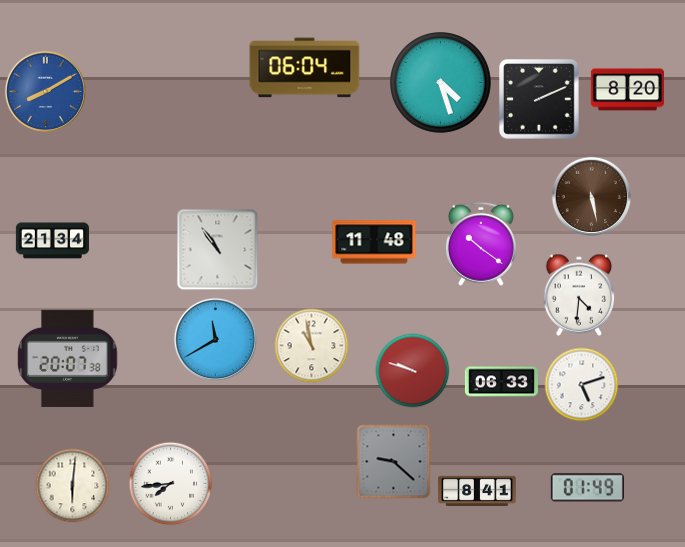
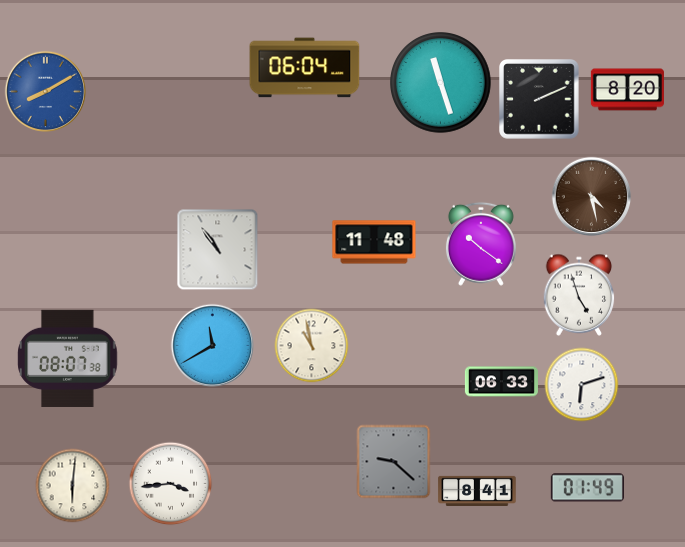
clock at (441, 83): 4:27 -> 11:27
clock at (592, 197): 5:28 -> 4:28
clock at (52, 241): 21:34 -> none
clock at (579, 295): 4:31 -> 4:57
clock at (215, 339) position: (215, 339) -> (212, 345)
clock at (68, 358): 20:07 -> 08:07
clock at (413, 371): 9:48 -> none
clock at (582, 385): 5:12 -> 6:12
clock at (171, 484): 7:44 -> 3:44
